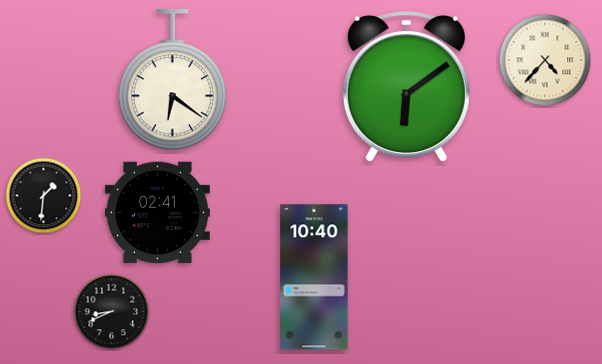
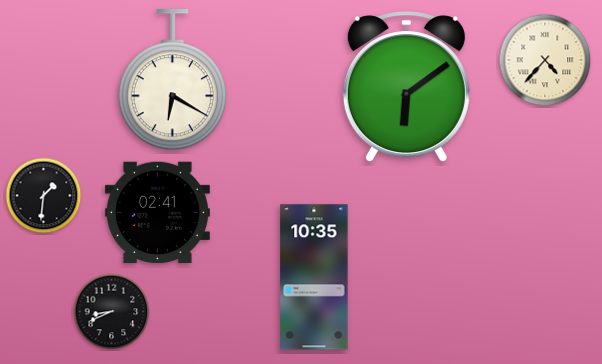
clock at (172, 80): 6:21 -> 6:20
clock at (314, 277): 10:40 -> 10:35
